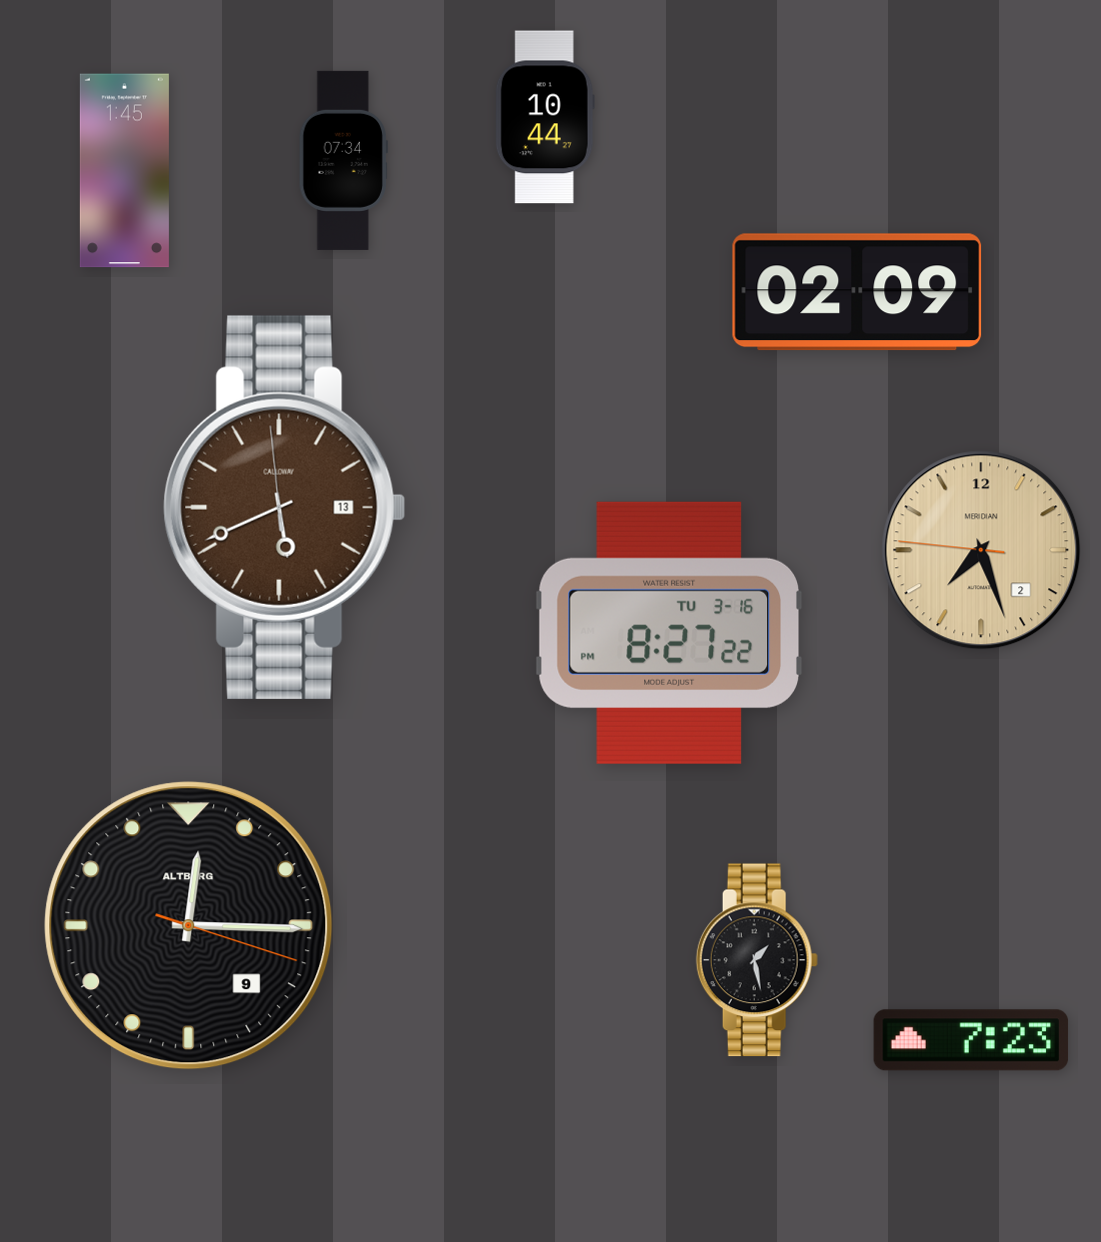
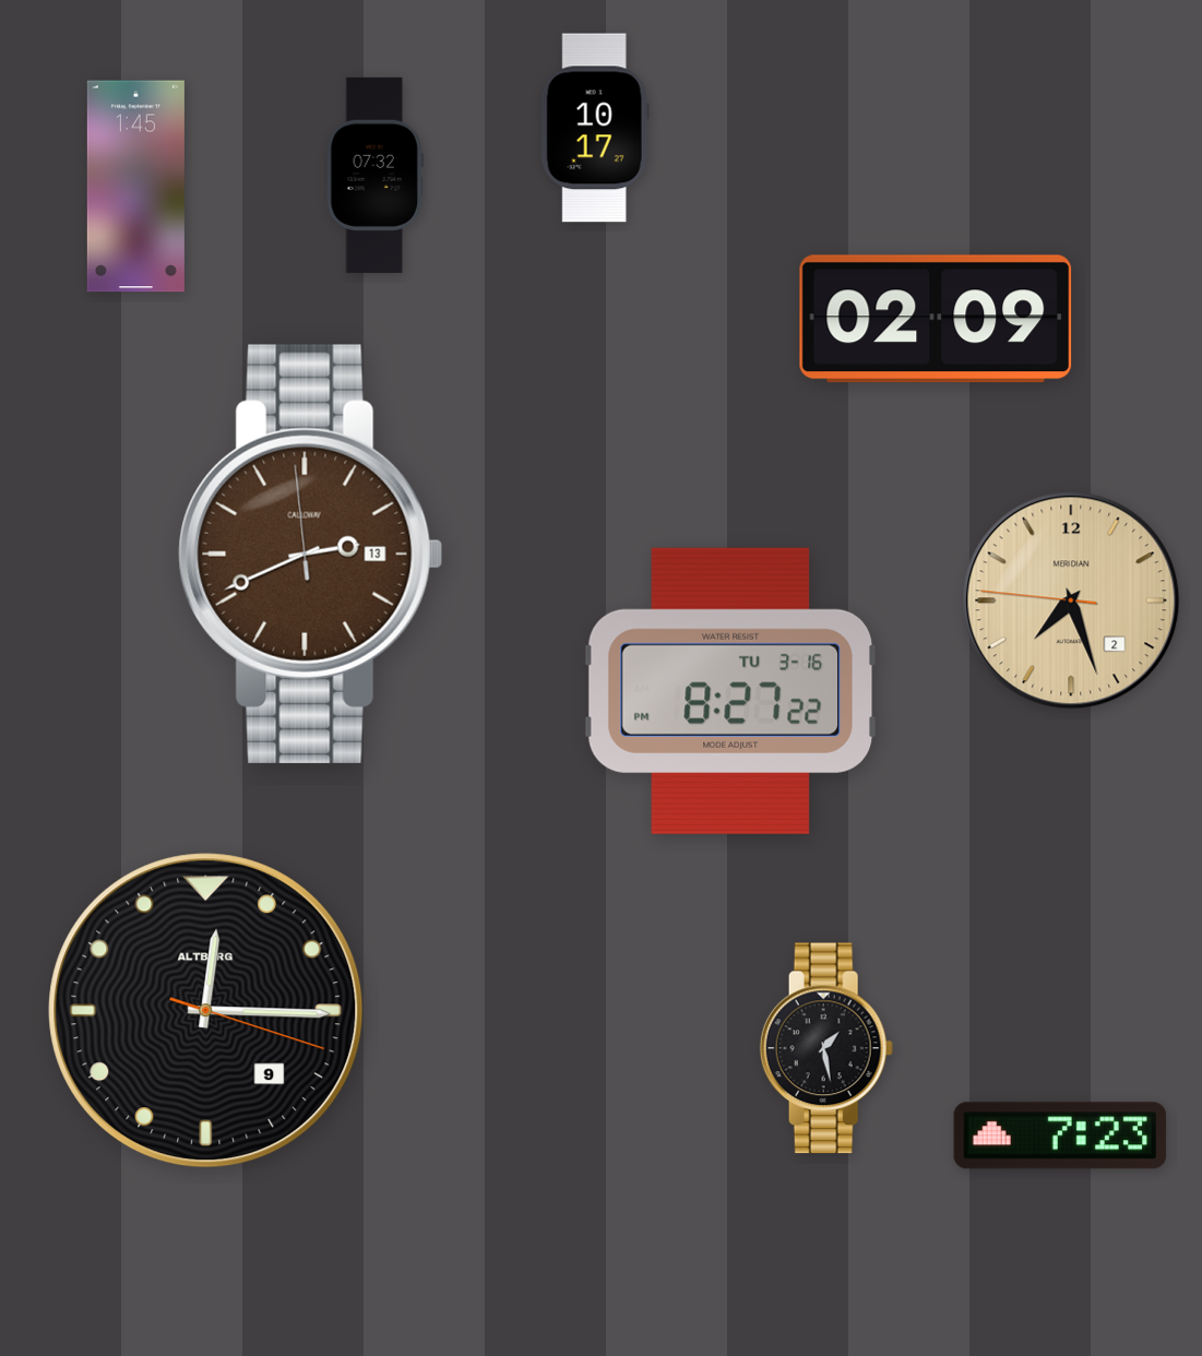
clock at (545, 117): 10:44 -> 10:17
clock at (343, 160): 07:34 -> 07:32
clock at (285, 507): 5:40 -> 2:40
